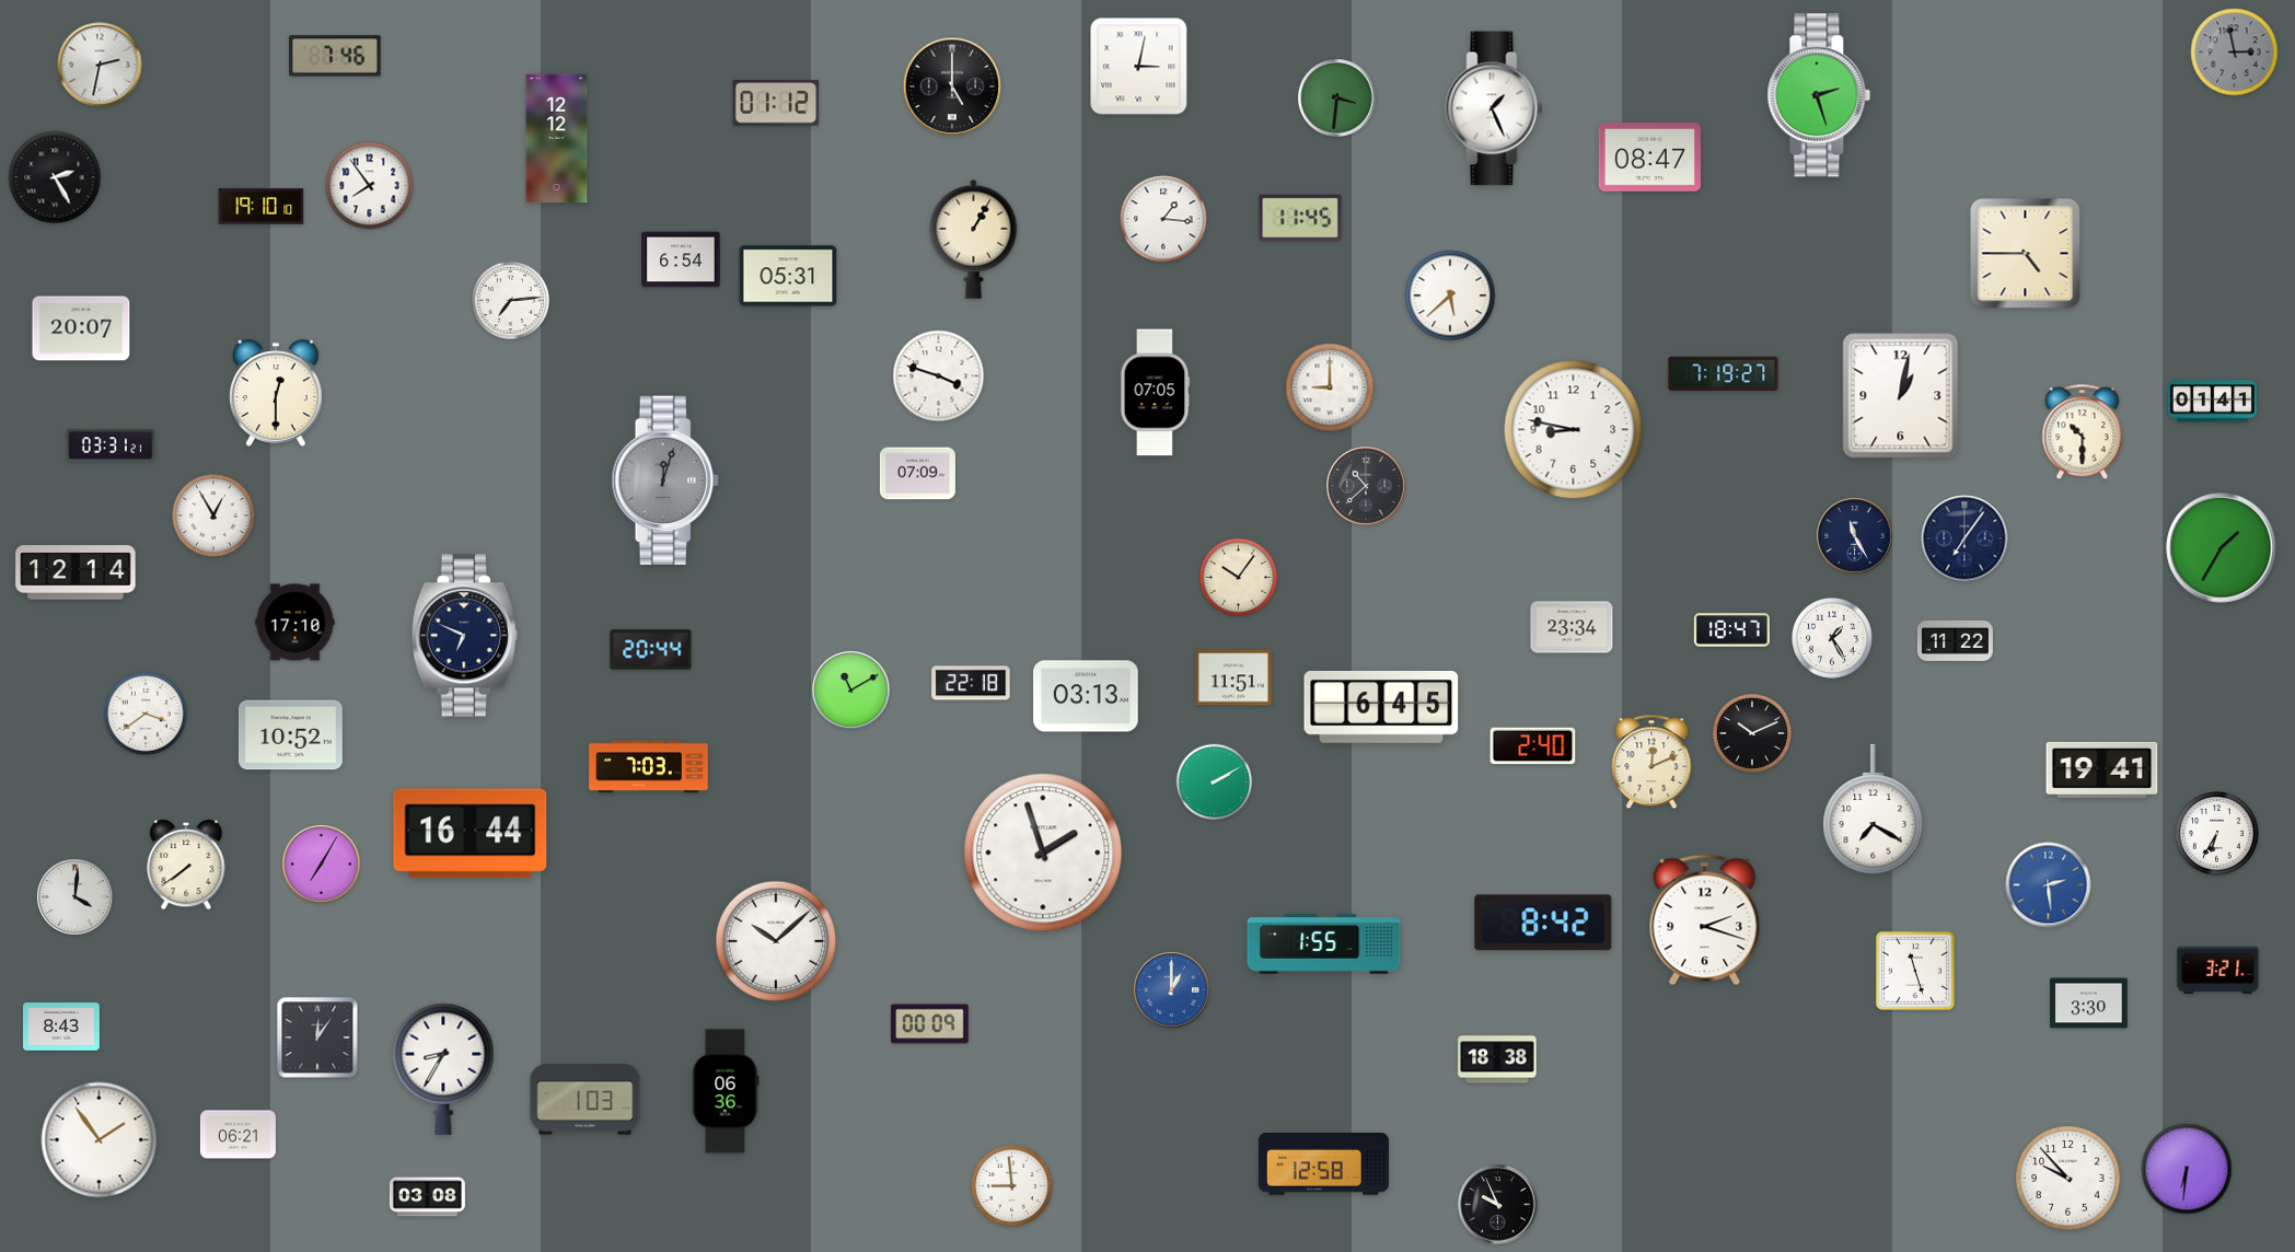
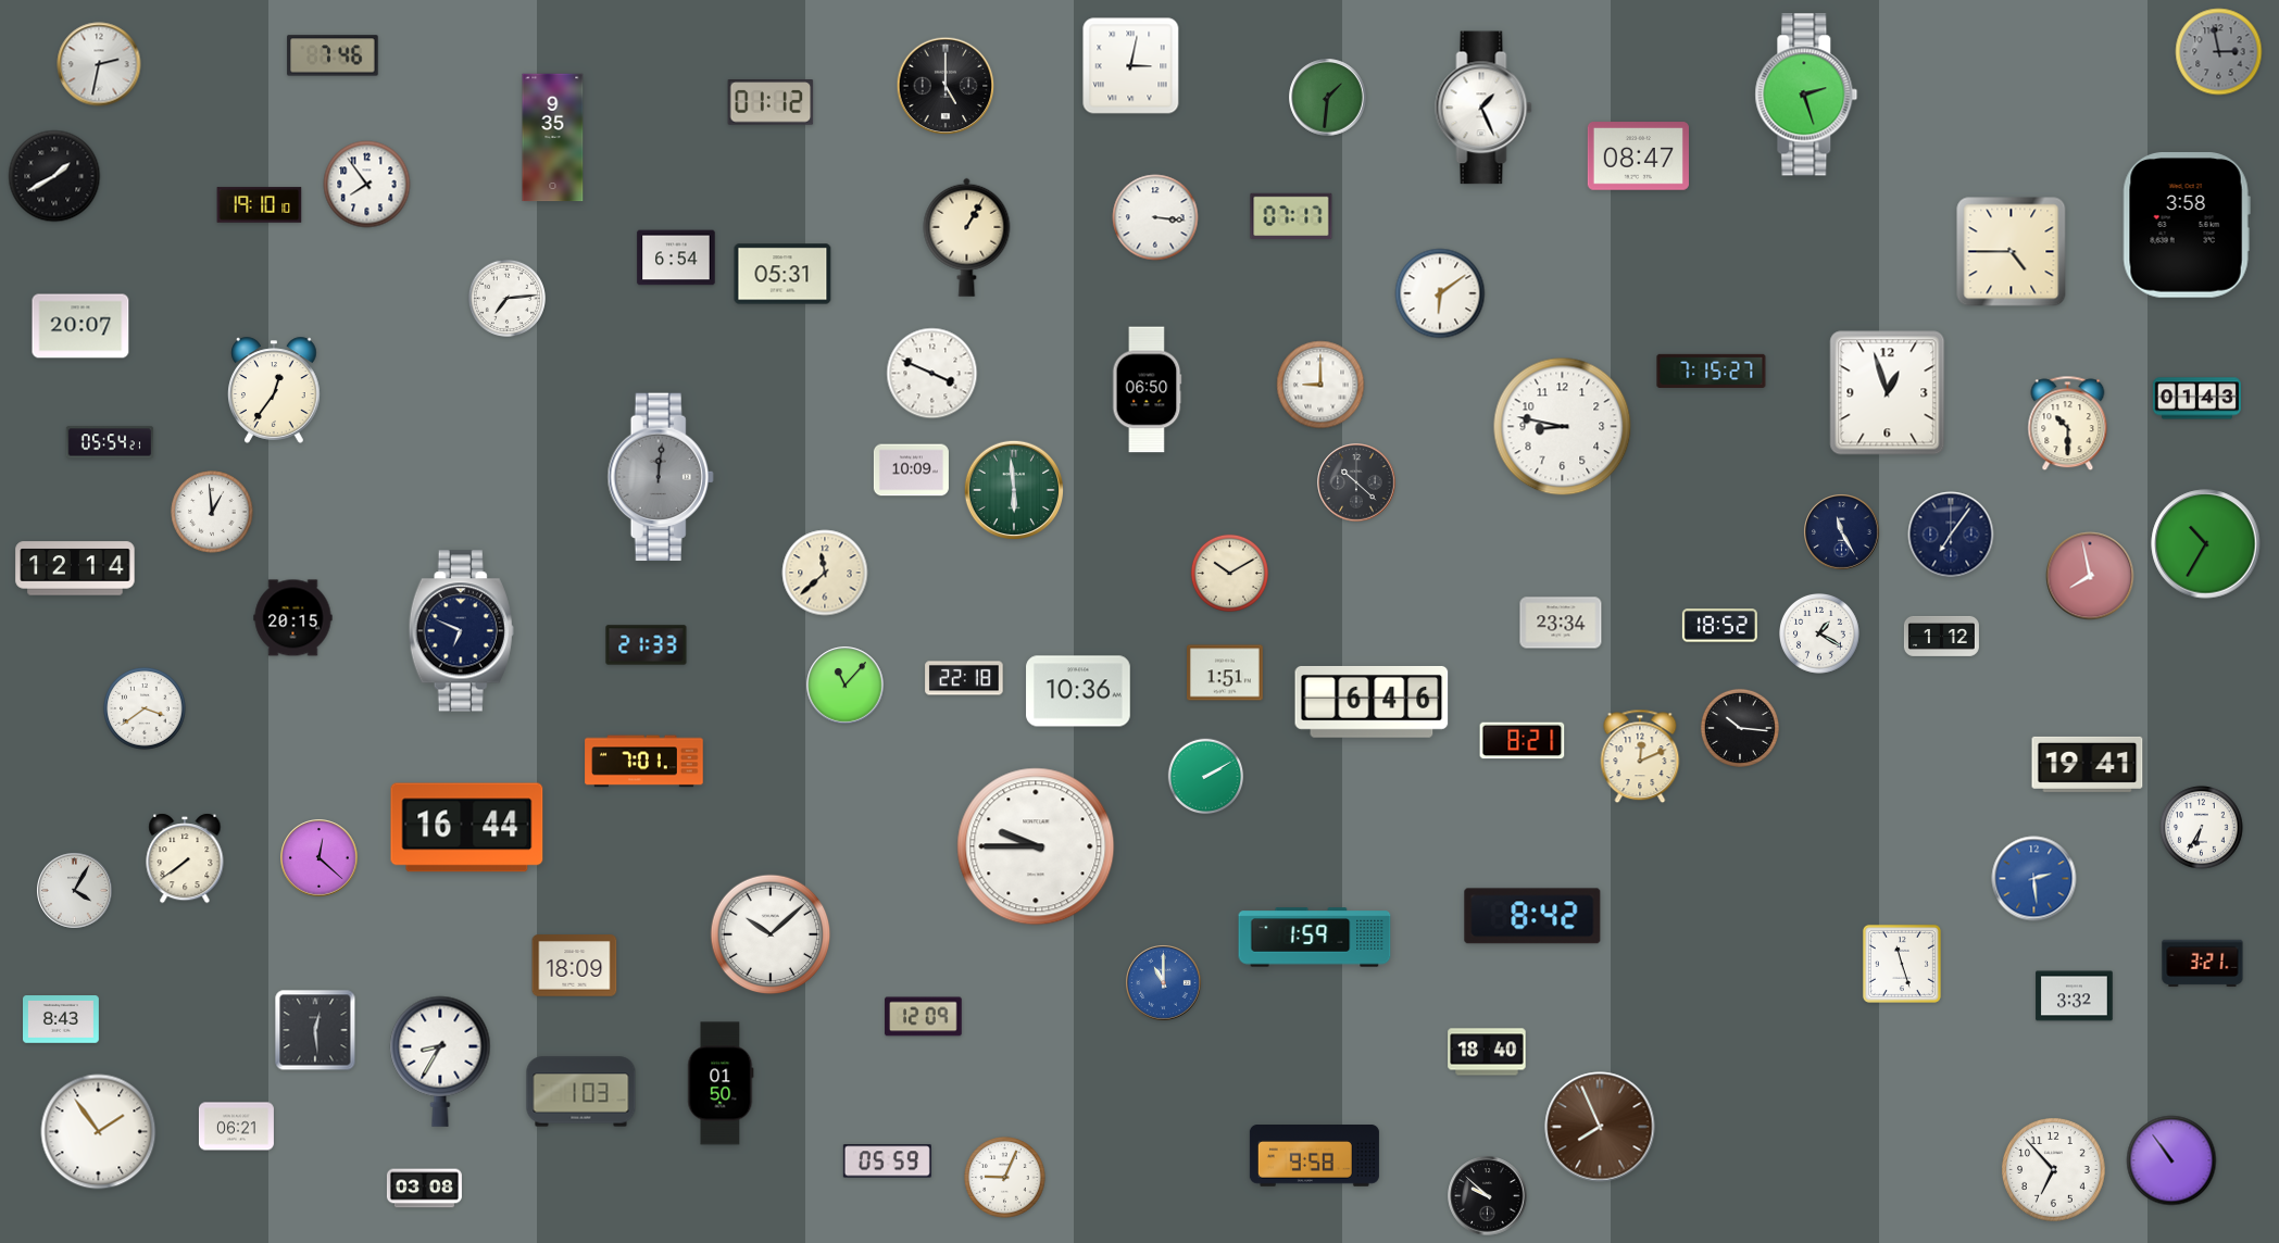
clock at (1337, 98): 3:31 -> 1:31
clock at (557, 139): 12:12 -> 9:35
clock at (55, 177): 2:25 -> 1:40
clock at (1300, 217): 11:45 -> 07:17
clock at (1163, 219): 1:16 -> 3:16
clock at (2187, 226): none -> 3:58
clock at (1450, 295): 5:38 -> 6:09
clock at (1724, 373): 7:19 -> 7:15
clock at (939, 376): 3:48 -> 3:49
clock at (277, 393): 12:30 -> 12:36
clock at (1155, 393): 07:05 -> 06:50
clock at (1901, 396): 1:02 -> 12:57
clock at (2212, 402): 01:41 -> 01:43
clock at (2083, 432) position: (2083, 432) -> (2068, 424)
clock at (111, 445): 03:31 -> 05:54
clock at (917, 474): 07:09 -> 10:09
clock at (665, 480): 12:03 -> 12:01
clock at (1366, 486): 10:38 -> 10:22
clock at (1013, 489): none -> 5:59
clock at (213, 515): 12:55 -> 12:59
clock at (2222, 548): 1:35 -> 10:35
clock at (825, 573): none -> 11:38
clock at (1238, 577): 10:06 -> 10:10
clock at (2090, 576): none -> 7:58
clock at (295, 623): 17:10 -> 20:15
clock at (1731, 630): 18:47 -> 18:52
clock at (1833, 639): 1:25 -> 1:20
clock at (1955, 640): 11:22 -> 1:12
clock at (651, 650): 20:44 -> 21:33
clock at (1235, 677): 11:51 -> 1:51
clock at (851, 691): 11:10 -> 11:07
clock at (1086, 696): 03:13 -> 10:36
clock at (1381, 707): 6:45 -> 6:46
clock at (1752, 733): 10:11 -> 10:16
clock at (290, 735): 10:52 -> none
clock at (1533, 746): 2:40 -> 8:21
clock at (649, 767): 7:03 -> 7:01
clock at (1874, 810): 7:20 -> none
clock at (1043, 853): 1:57 -> 9:45
clock at (322, 865): 7:05 -> 12:22
clock at (76, 897): 4:01 -> 4:05
clock at (1705, 920): 2:18 -> none
clock at (1324, 944): 1:55 -> 1:59
clock at (575, 966): none -> 18:09
clock at (1172, 990): 1:00 -> 11:00
clock at (2089, 1004): 3:30 -> 3:32
clock at (930, 1024): 00:09 -> 12:09
clock at (317, 1037): 12:06 -> 12:29
clock at (1497, 1059): 18:38 -> 18:40
clock at (726, 1091): 06:36 -> 01:50
clock at (1600, 1127): none -> 7:56
clock at (1323, 1164): 12:58 -> 9:58
clock at (2187, 1169): 6:31 -> 10:54
clock at (887, 1162): none -> 05:59
clock at (2068, 1179): 9:53 -> 6:53
clock at (1012, 1186): 8:59 -> 9:04
clock at (1498, 1205): 9:56 -> 9:52
